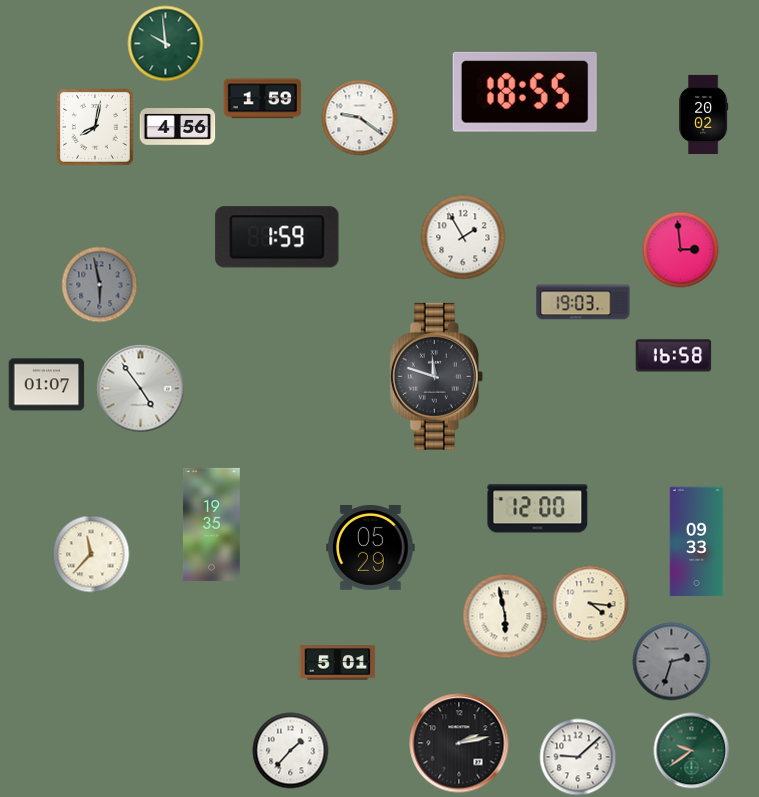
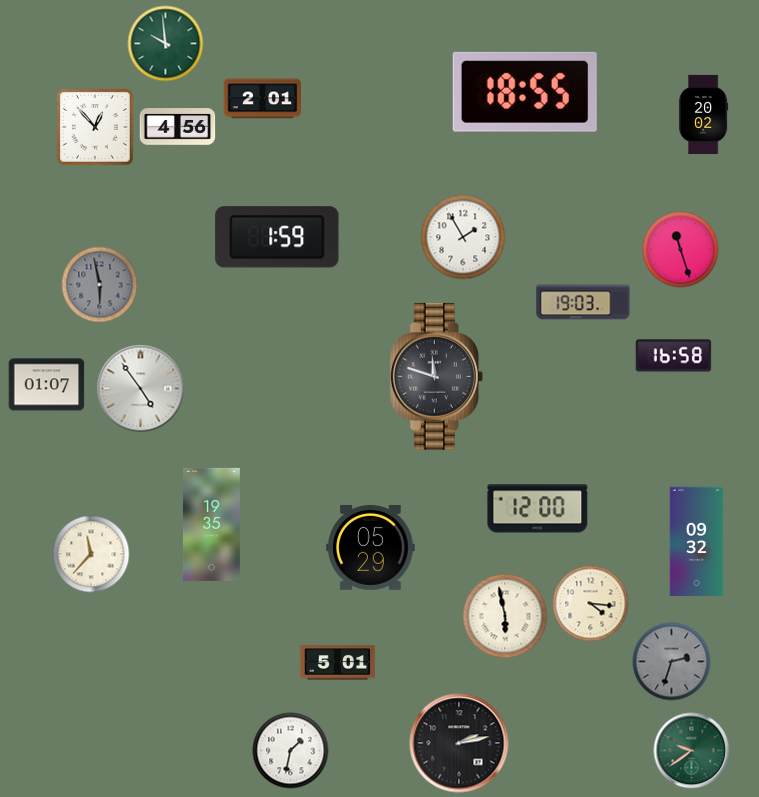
clock at (263, 99): 1:59 -> 2:01
clock at (360, 118): 9:21 -> none
clock at (96, 128): 8:02 -> 12:53
clock at (681, 250): 2:59 -> 11:27
clock at (697, 542): 09:33 -> 09:32
clock at (291, 751): 1:37 -> 1:32
clock at (578, 757): 9:08 -> none
